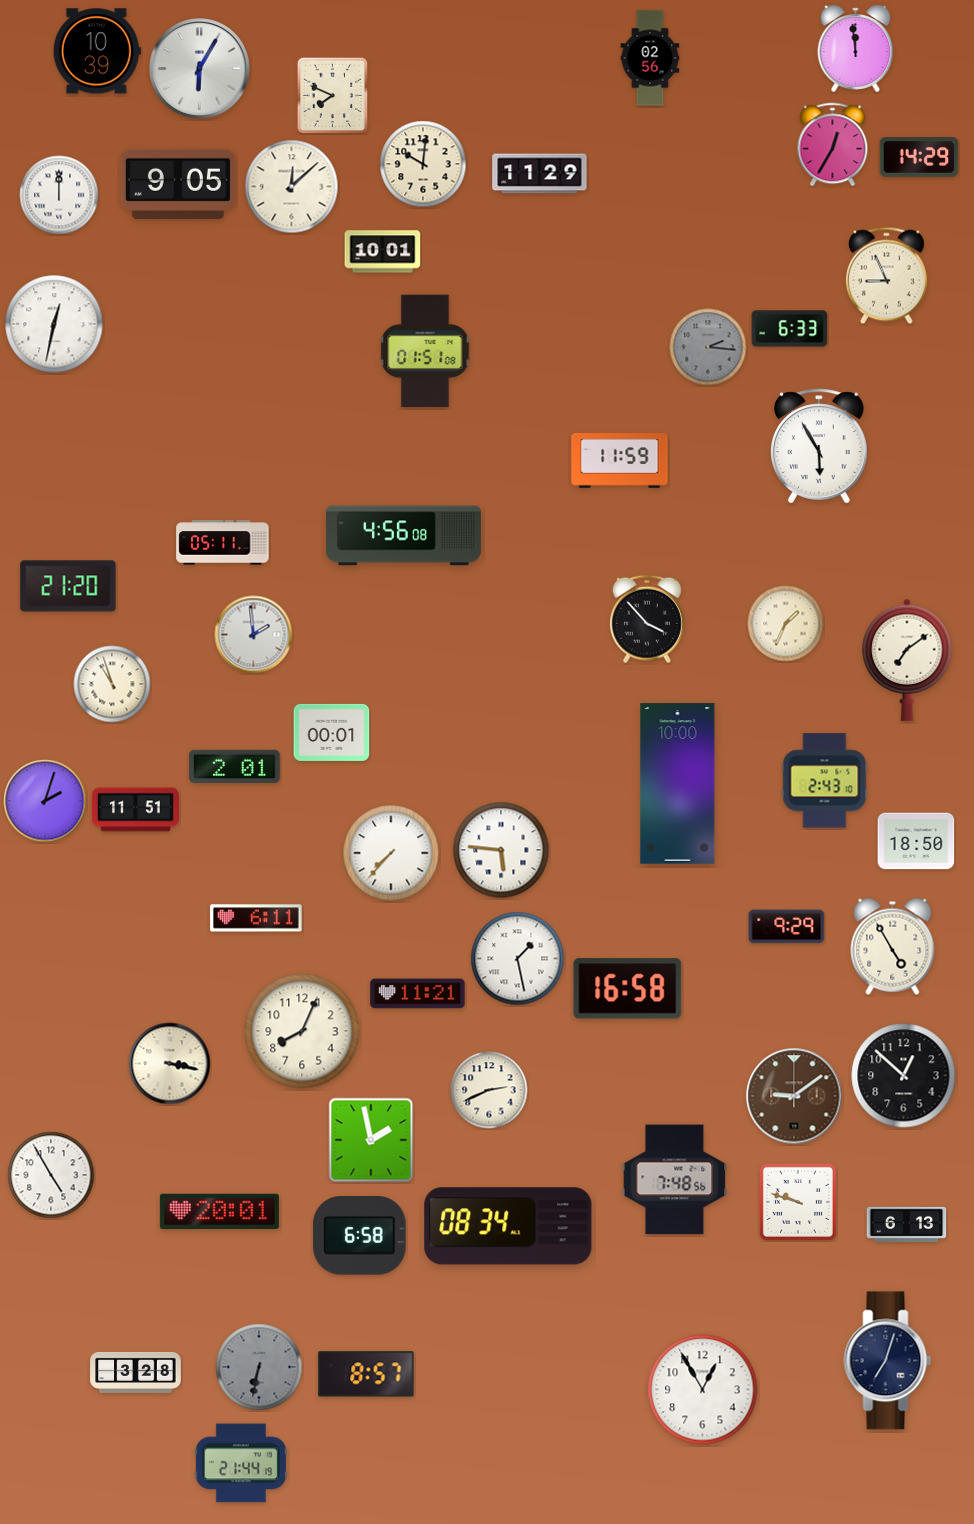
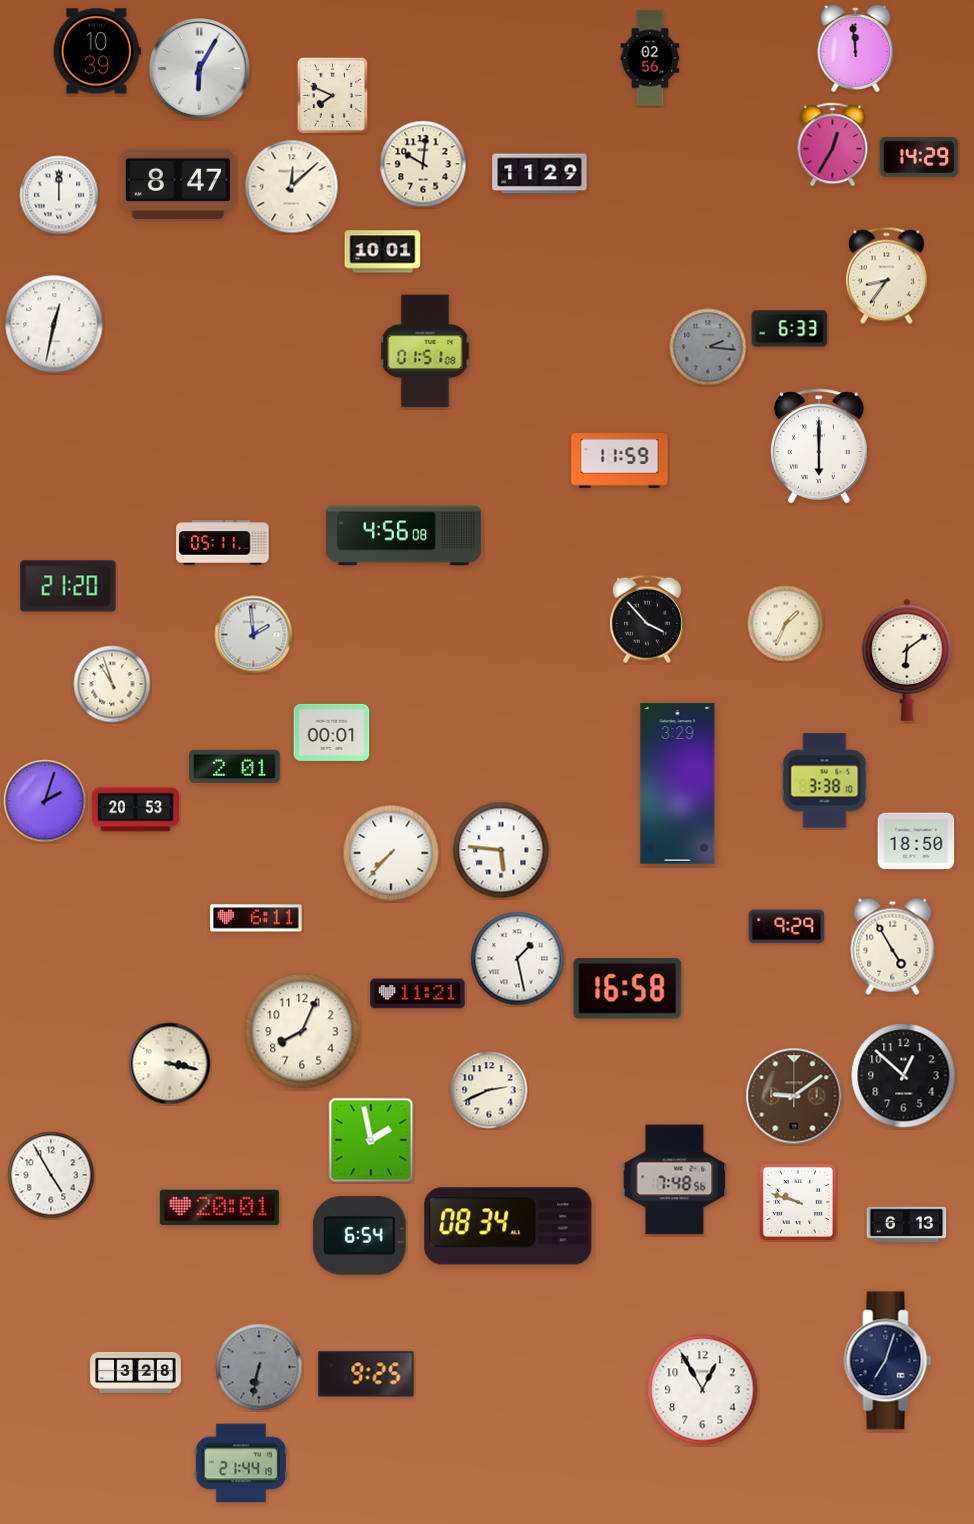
clock at (177, 184): 9:05 -> 8:47
clock at (887, 276): 8:56 -> 8:36
clock at (820, 446): 5:55 -> 6:00
clock at (907, 660): 7:09 -> 6:09
clock at (825, 781): 2:43 -> 3:38
clock at (678, 784): 10:00 -> 3:29
clock at (135, 810): 11:51 -> 20:53
clock at (219, 1212) position: (219, 1212) -> (219, 1208)
clock at (360, 1236): 6:58 -> 6:54
clock at (366, 1374): 8:57 -> 9:25
